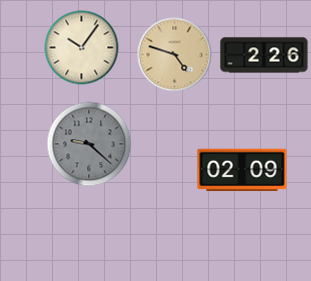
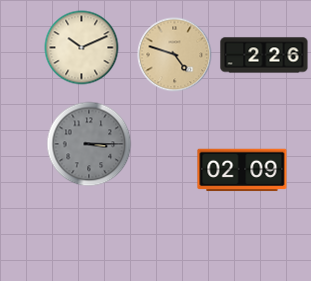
clock at (82, 48): 10:06 -> 10:11
clock at (89, 144): 9:22 -> 3:15
